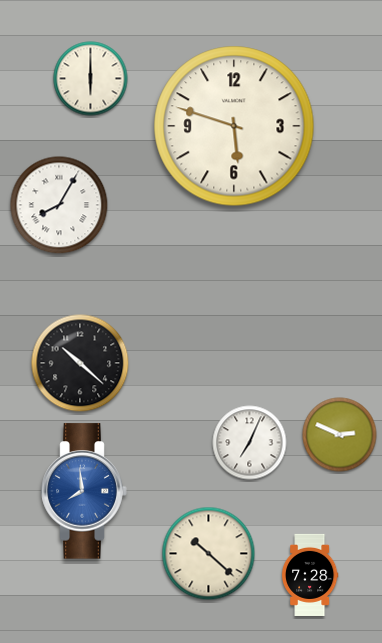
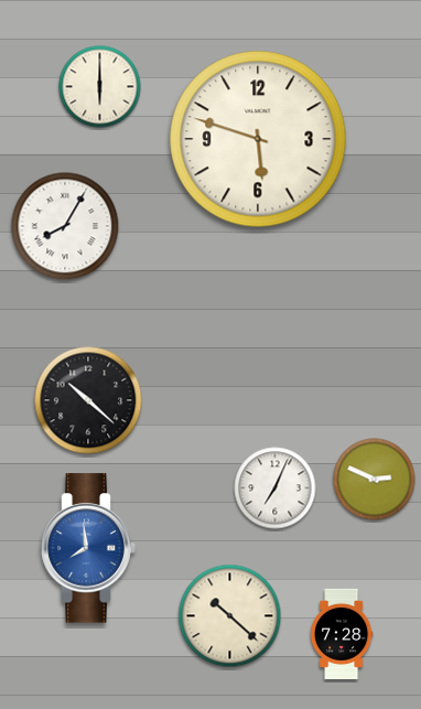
clock at (84, 491) position: (84, 491) -> (88, 548)
clock at (209, 554) position: (209, 554) -> (230, 616)
